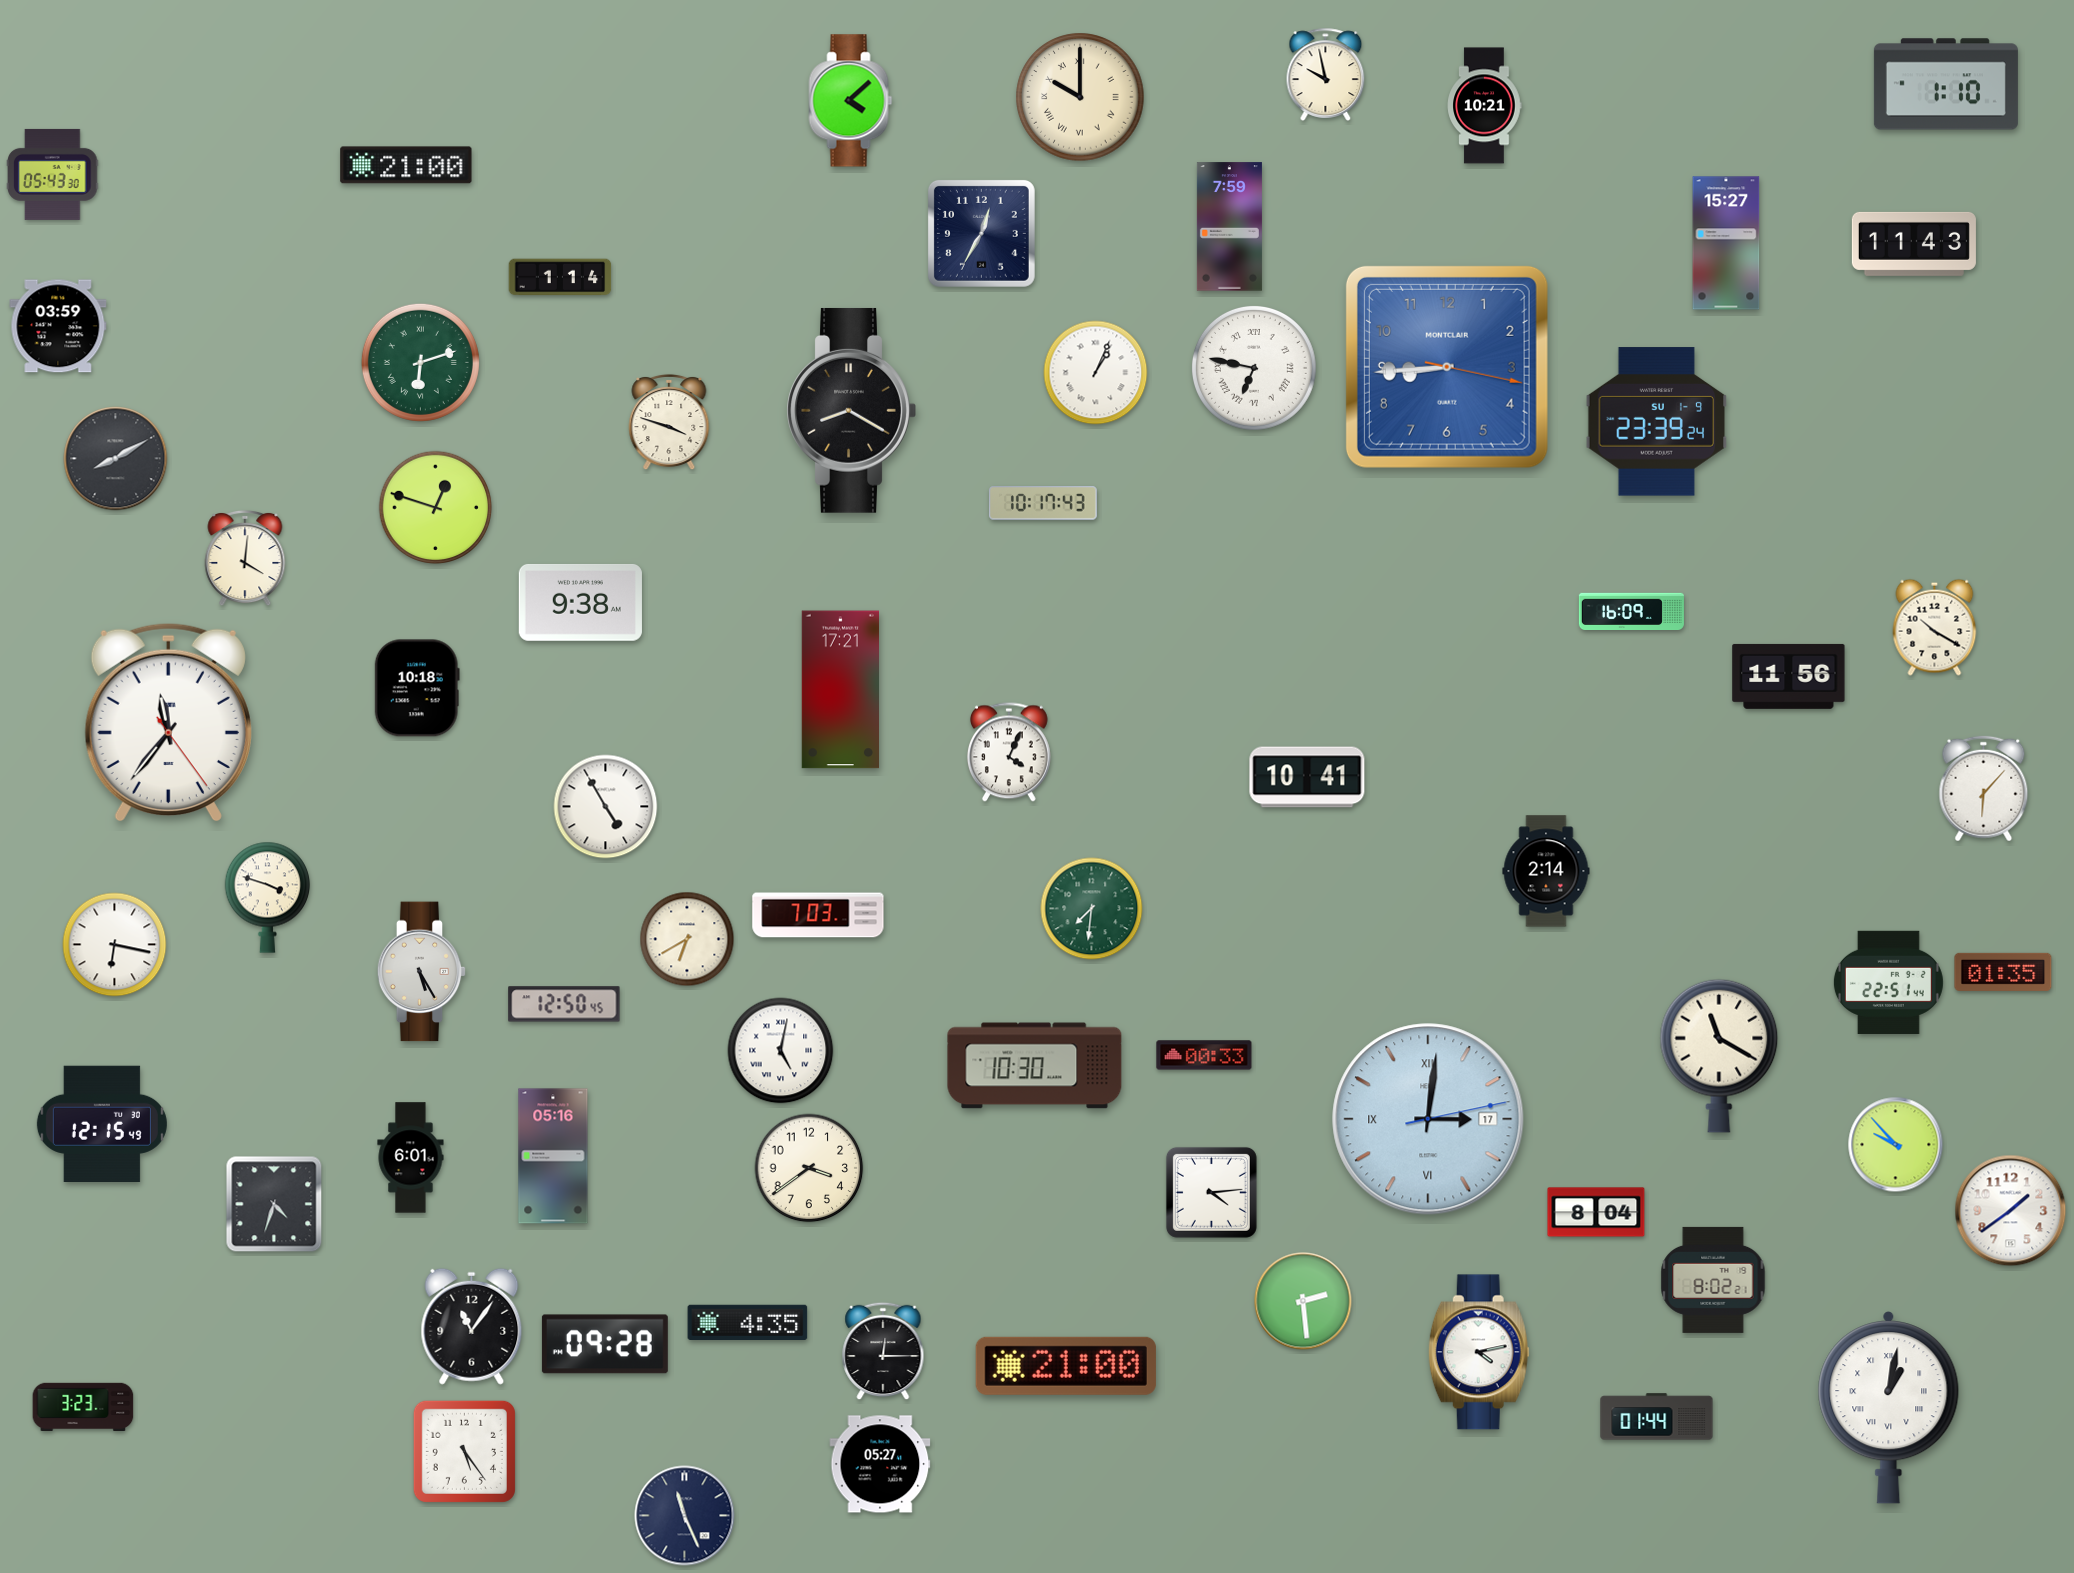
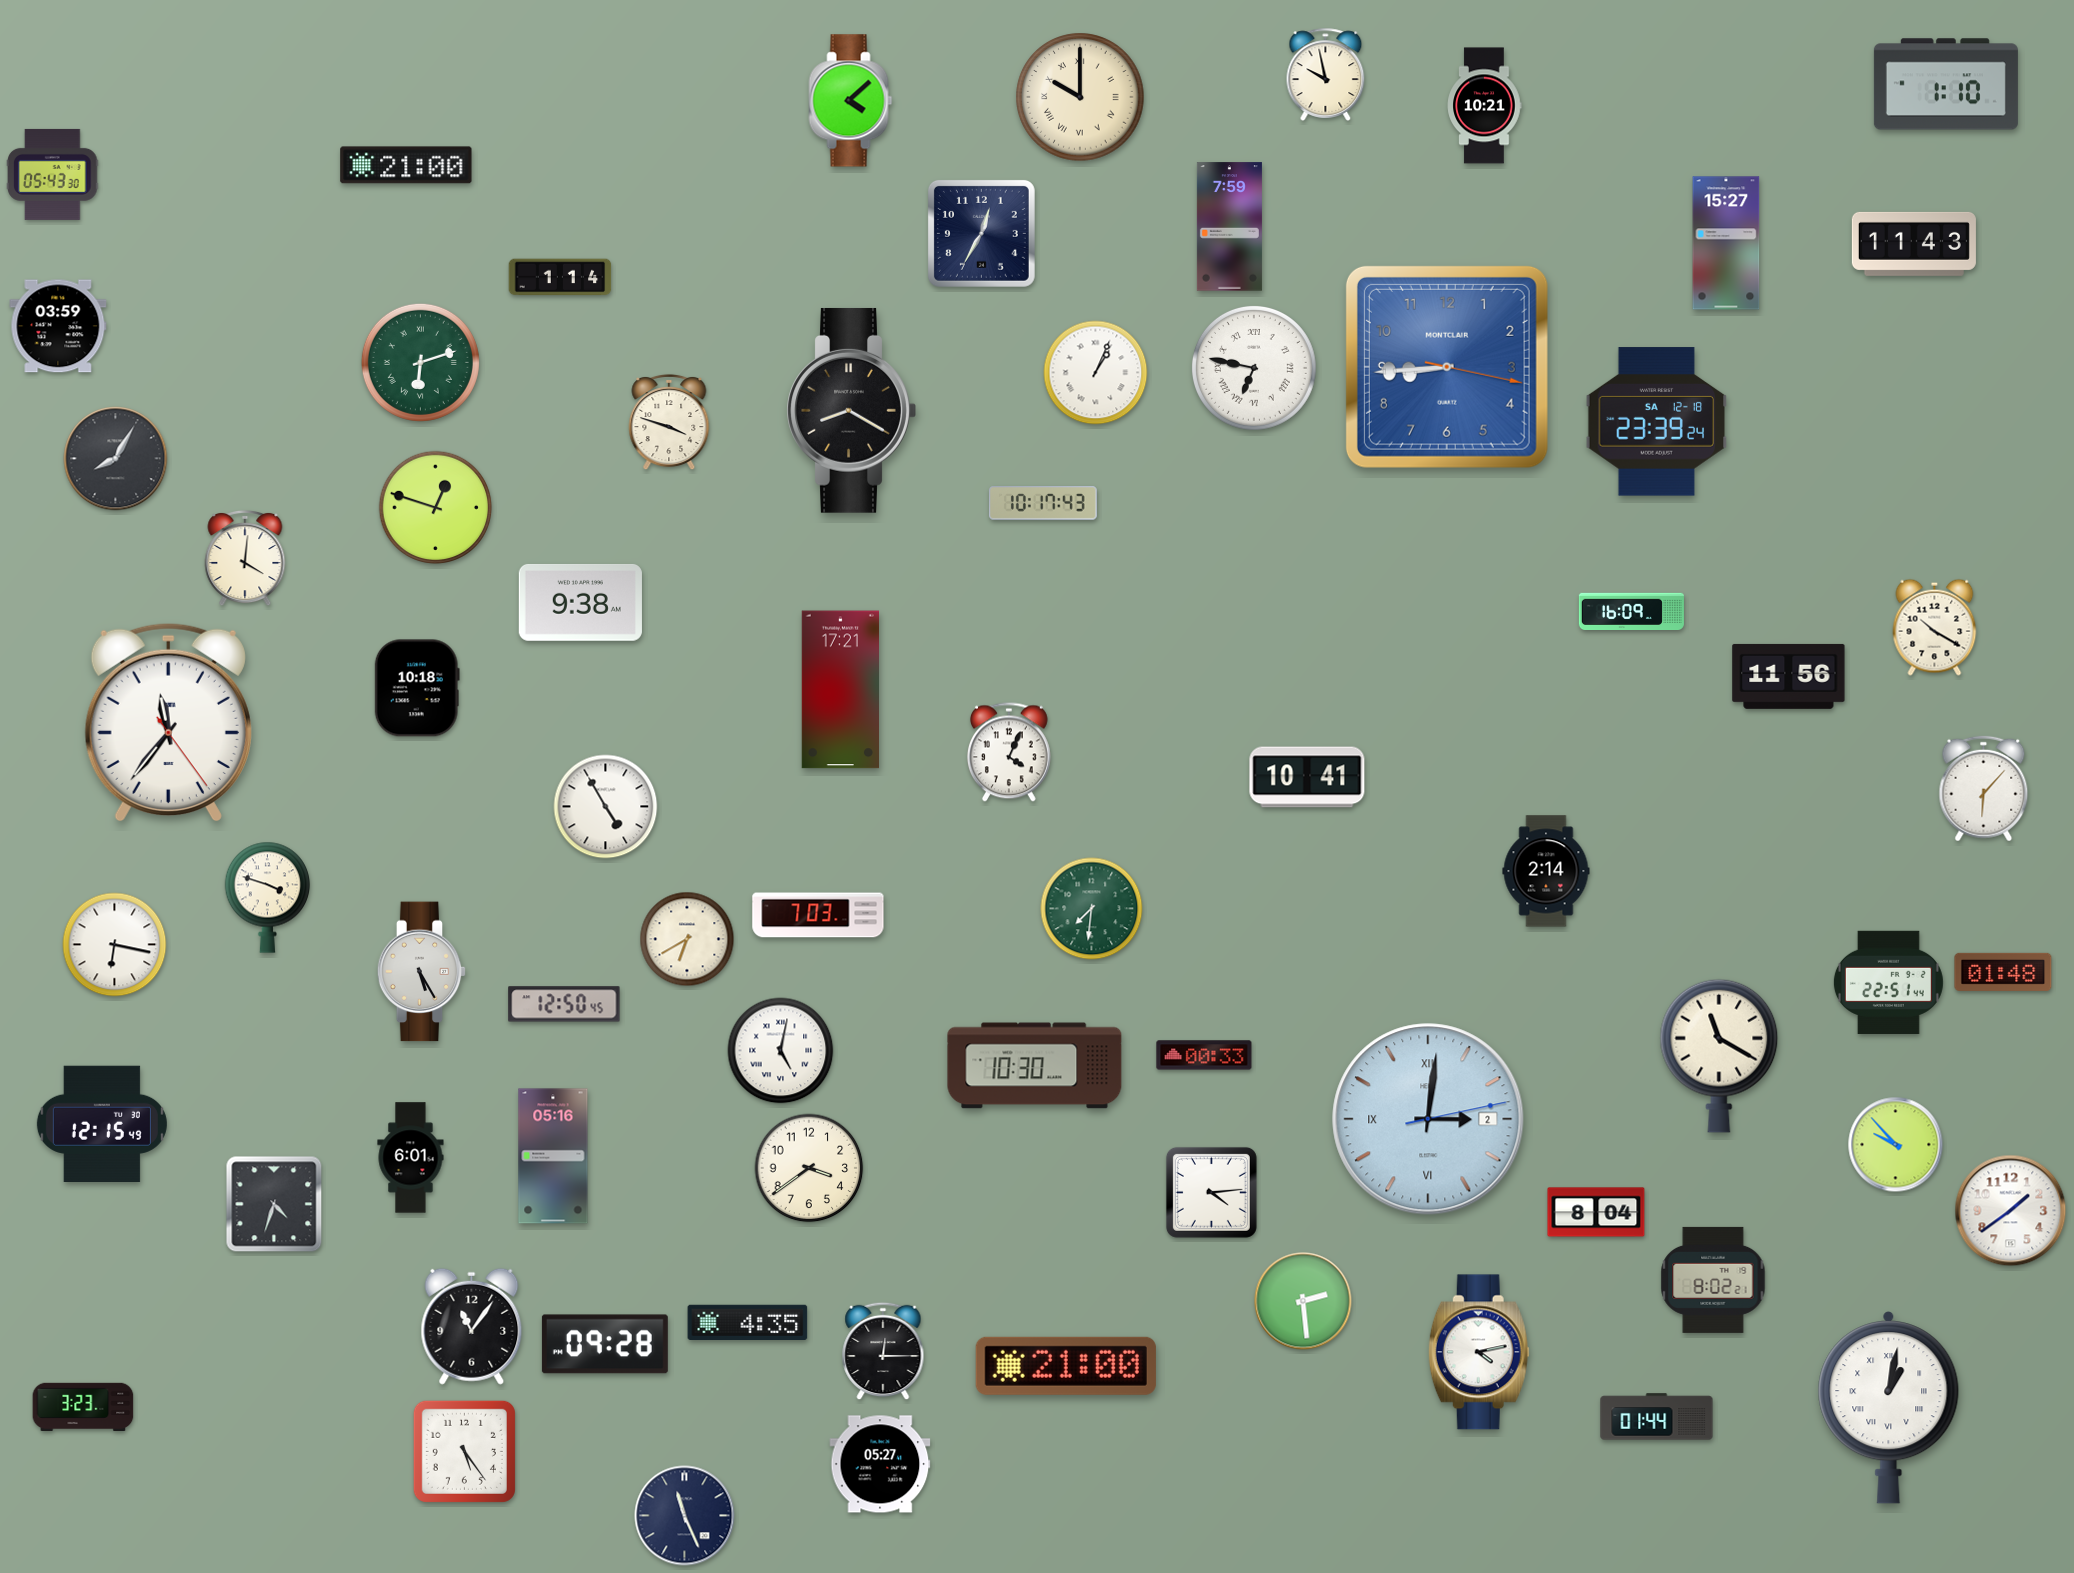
clock at (1657, 422) date: SU 1-9 -> SA 12-18
clock at (116, 459): 8:10 -> 8:05
clock at (2003, 972): 01:35 -> 01:48
clock at (1428, 1119) date: 17 -> 2
